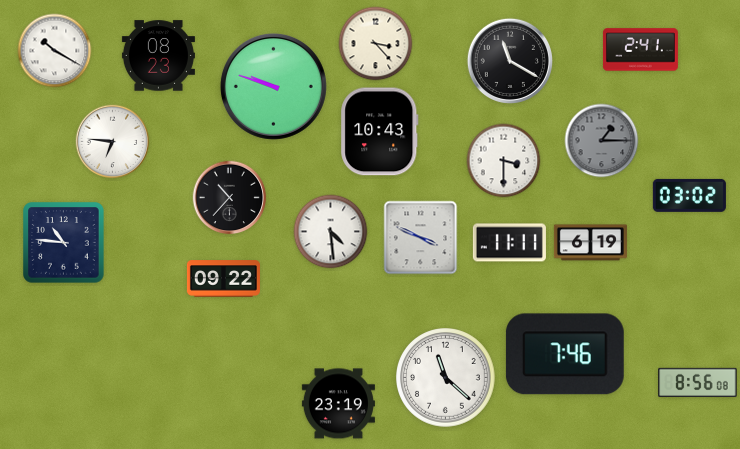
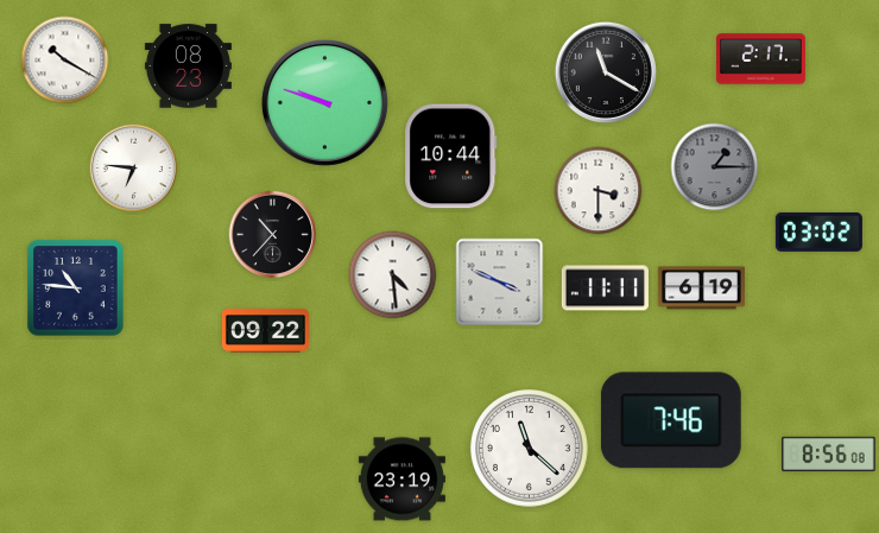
clock at (376, 44): 3:23 -> none
clock at (640, 50): 2:41 -> 2:17
clock at (380, 132): 10:43 -> 10:44
